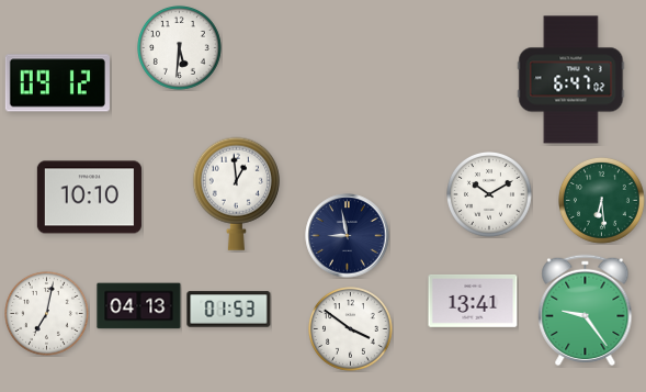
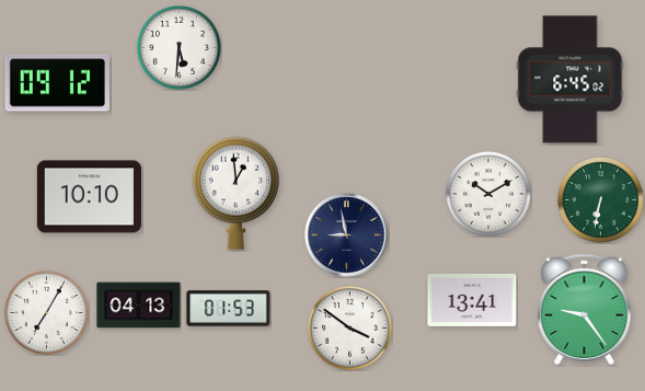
clock at (571, 80): 6:47 -> 6:45
clock at (602, 201): 6:29 -> 6:32
clock at (47, 314): 7:02 -> 7:05
